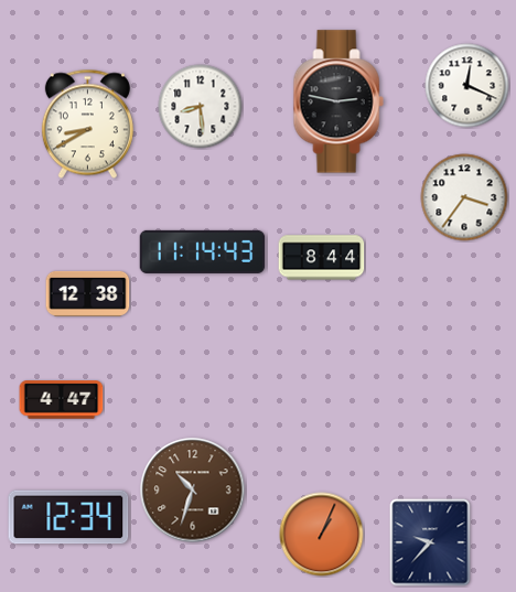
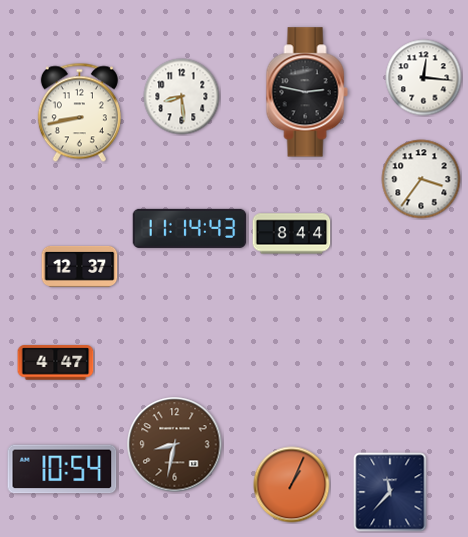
clock at (467, 86): 12:19 -> 12:16
clock at (87, 125): 8:40 -> 8:43
clock at (203, 251) position: (203, 251) -> (190, 228)
clock at (88, 293): 12:38 -> 12:37
clock at (193, 491): 10:33 -> 8:32
clock at (68, 517): 12:34 -> 10:54
clock at (430, 542): 9:37 -> 11:37
